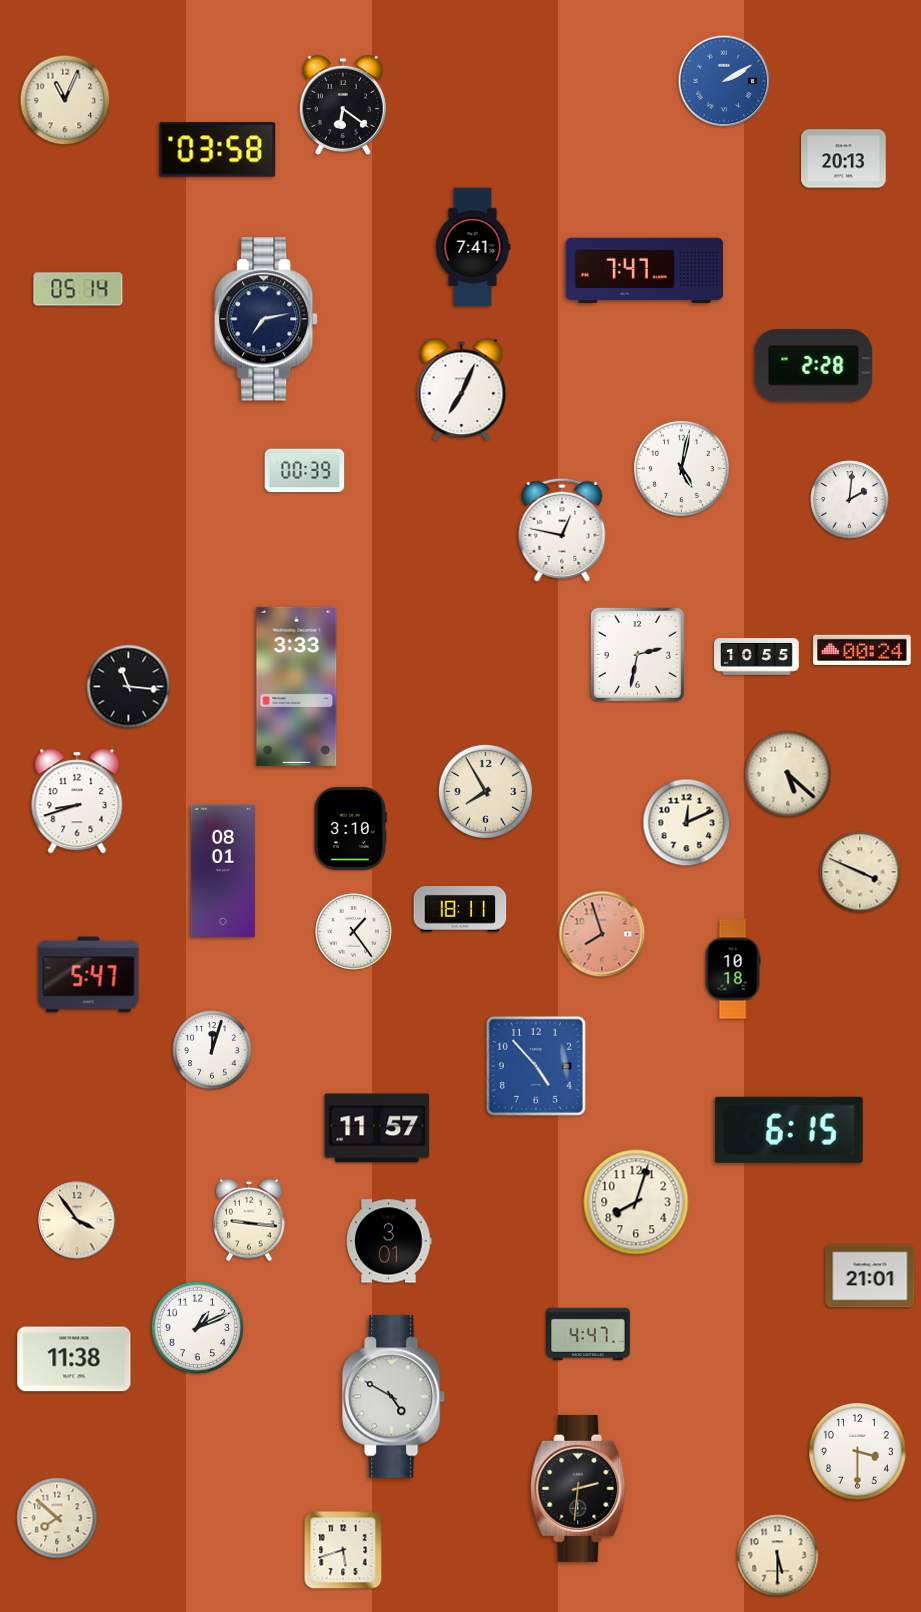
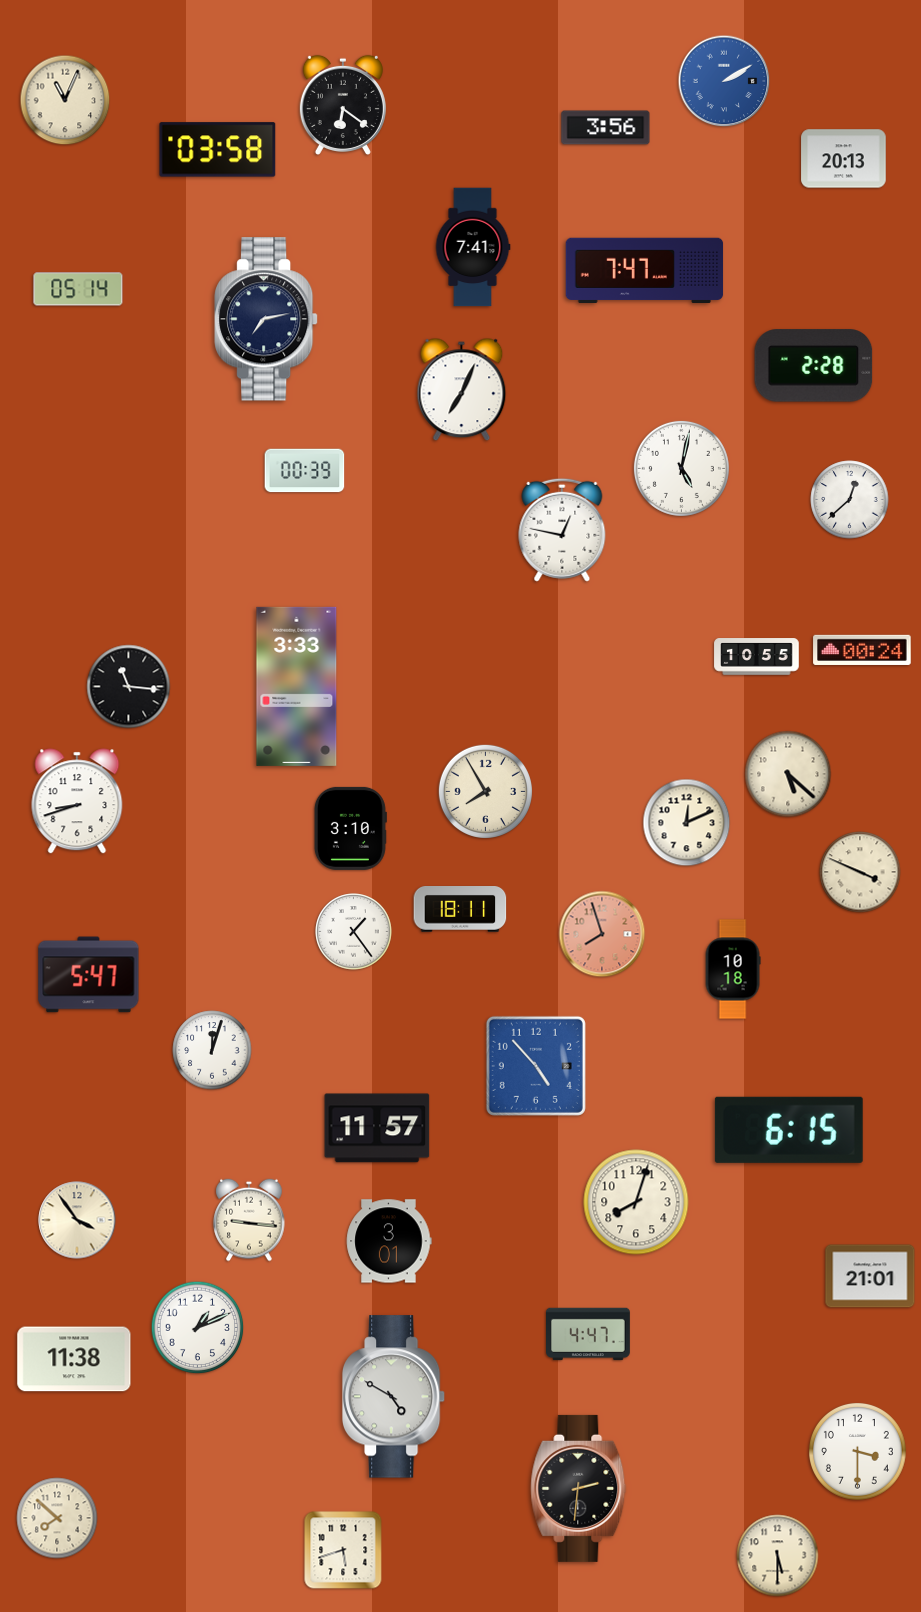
clock at (606, 128): none -> 3:56
clock at (850, 500): 2:01 -> 12:38
clock at (637, 654): 2:32 -> none
clock at (223, 870): 08:01 -> none
